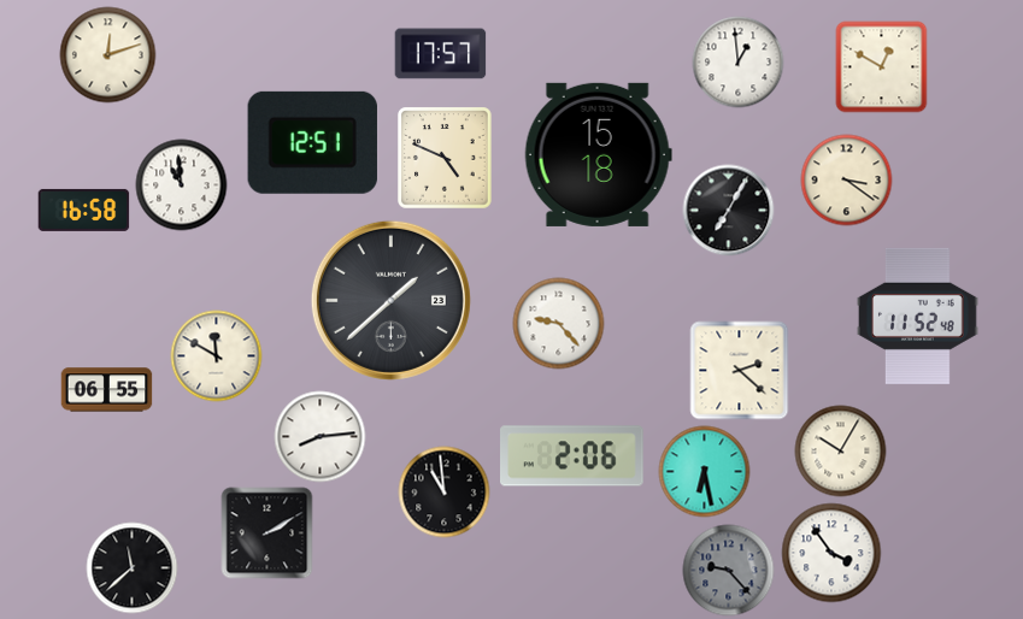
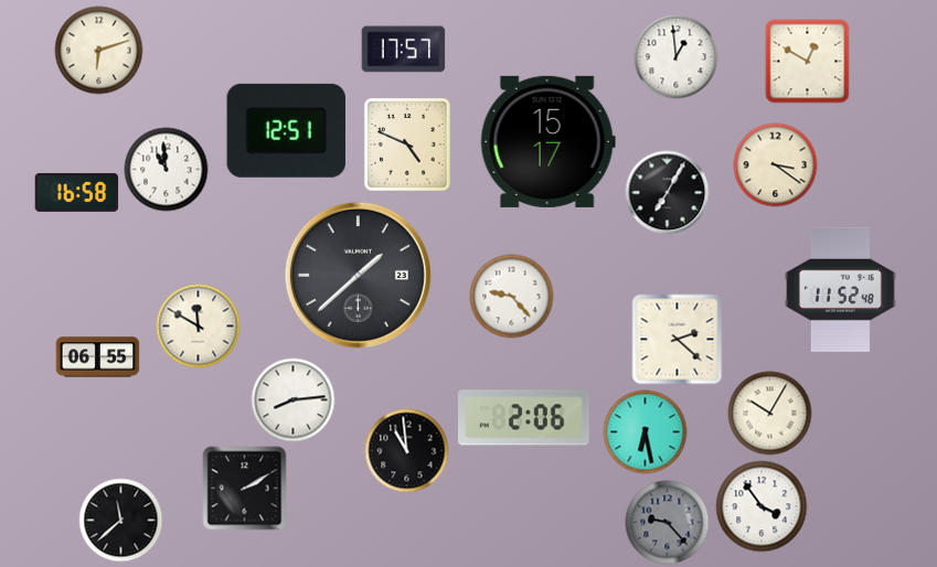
clock at (108, 55): 12:12 -> 6:12
clock at (598, 154): 15:18 -> 15:17
